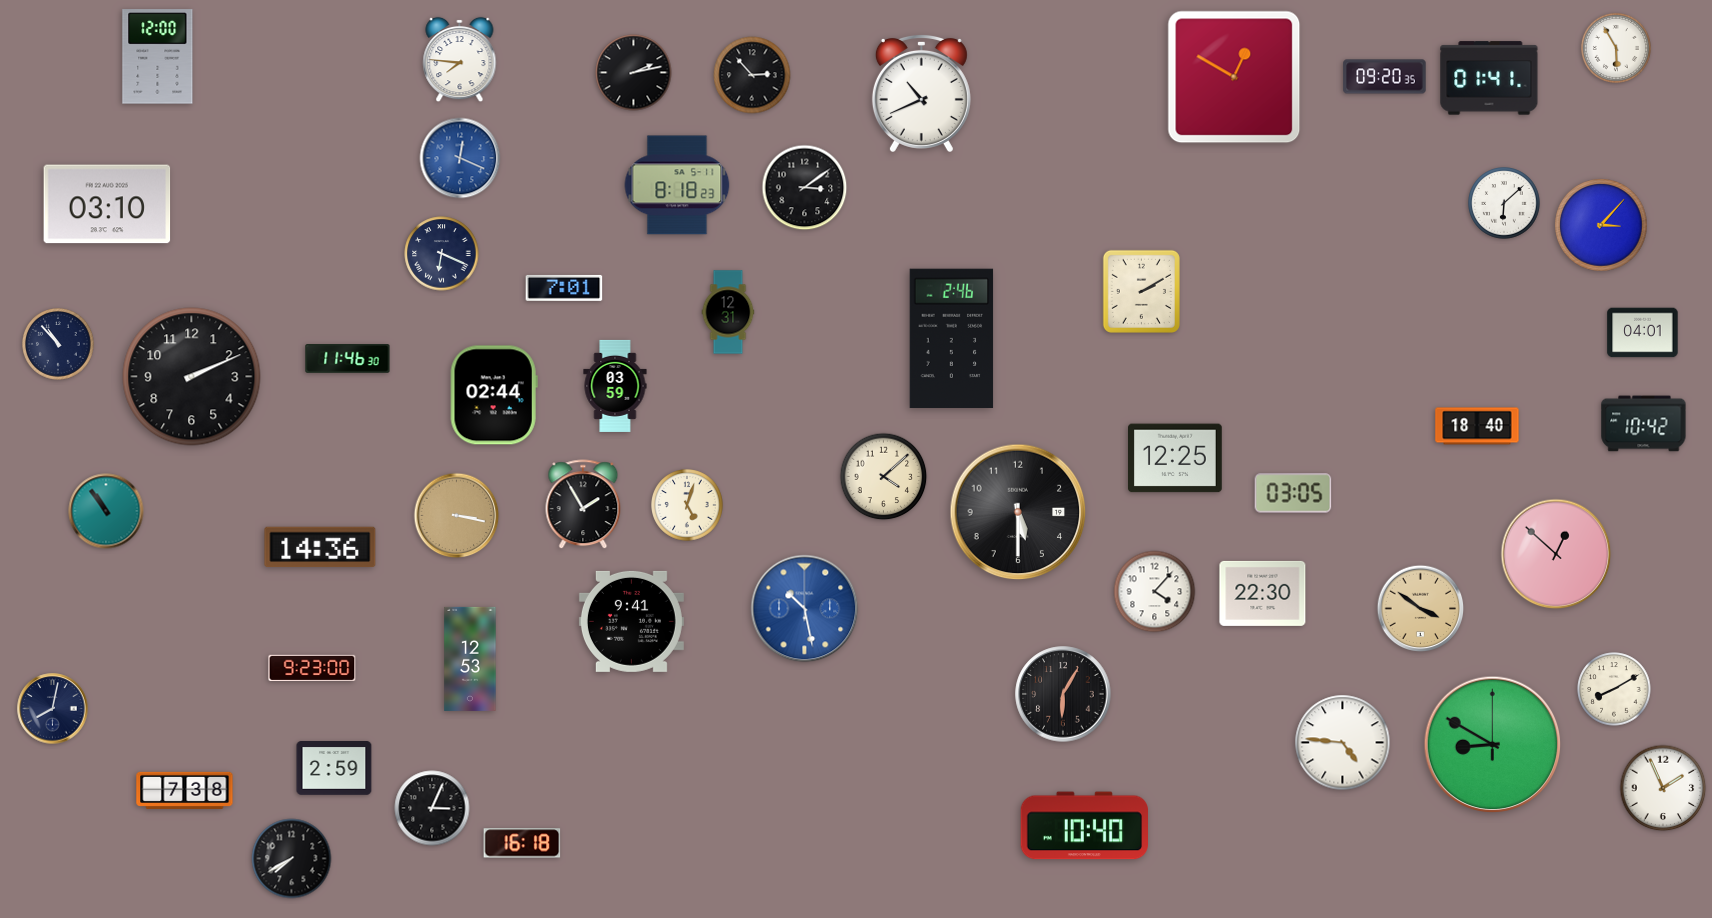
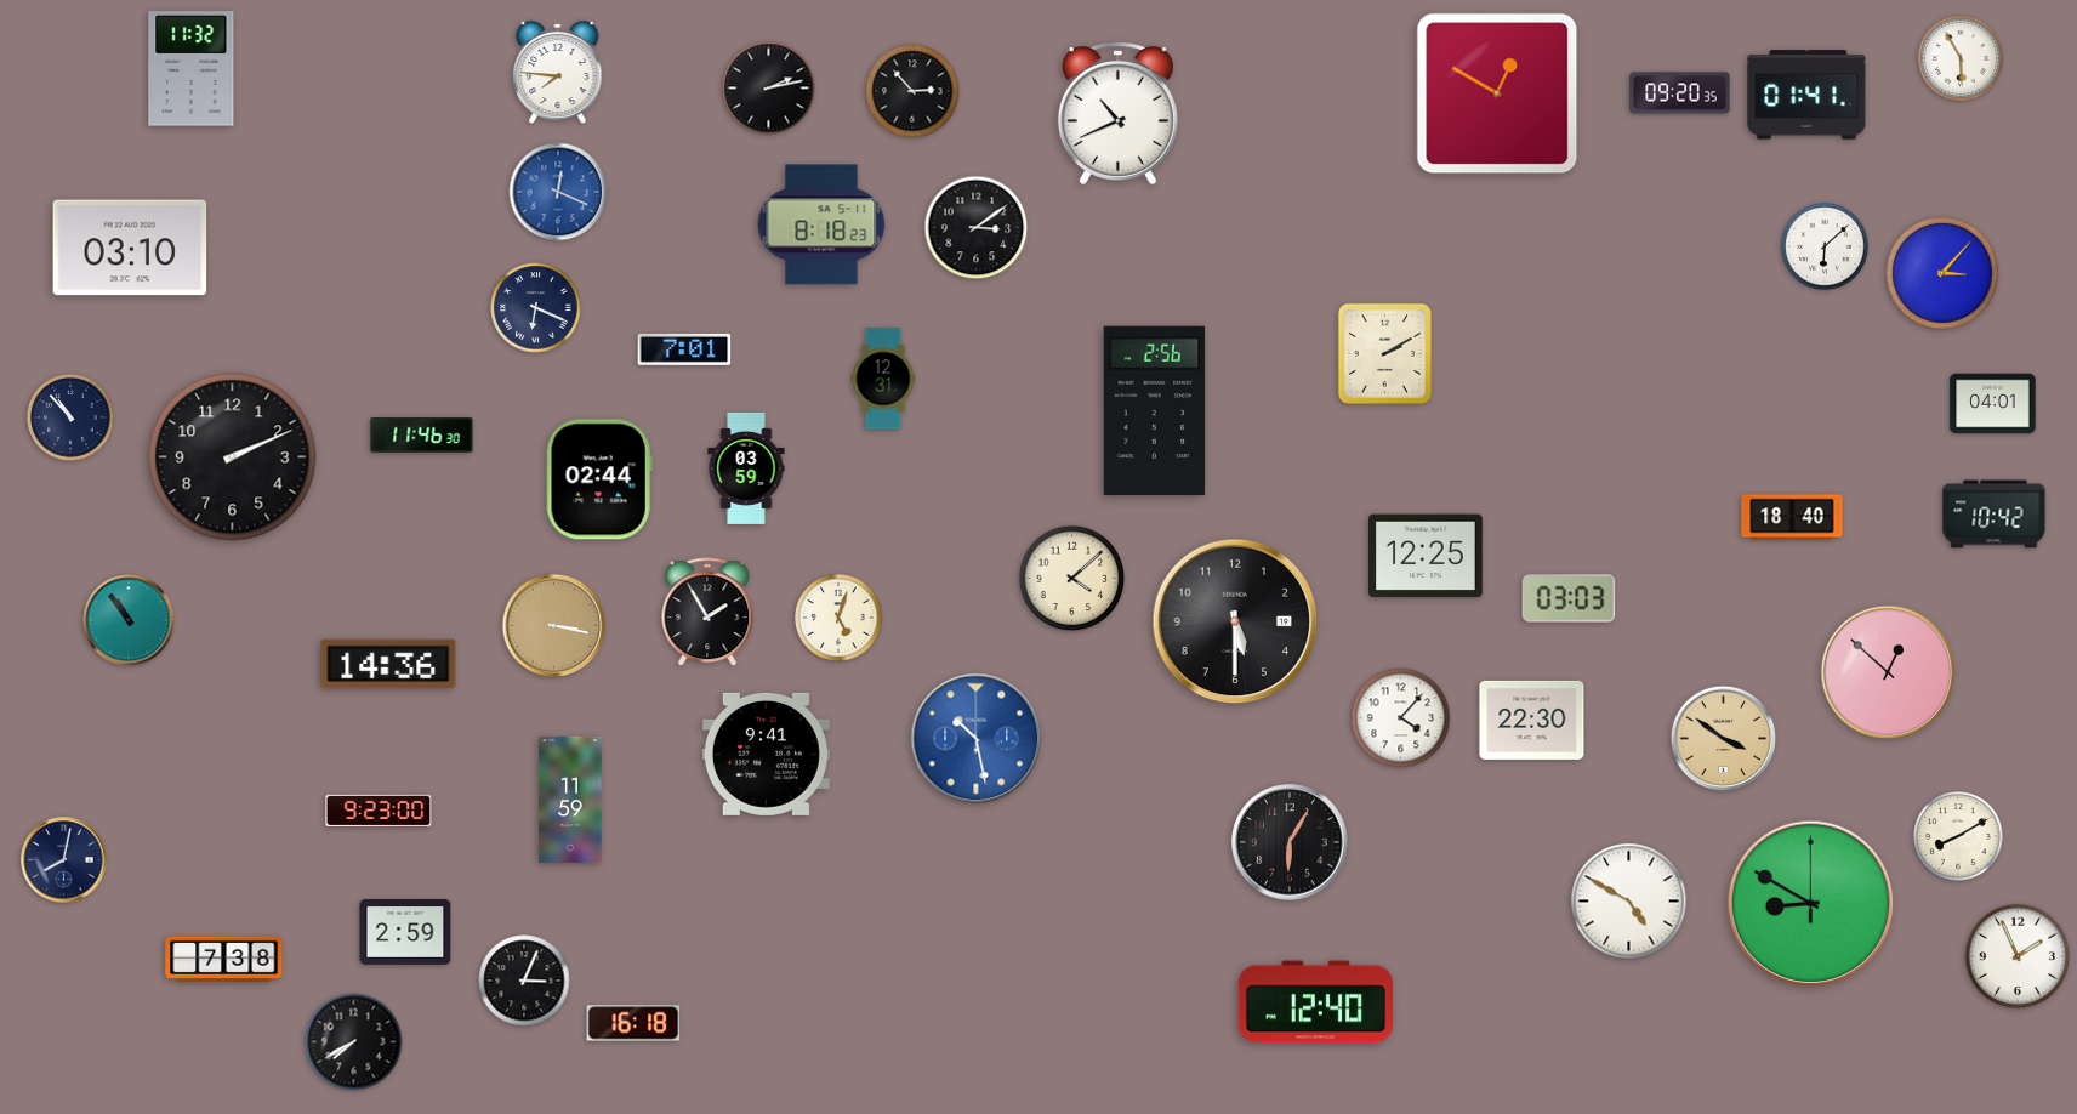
clock at (158, 57): 12:00 -> 11:32
clock at (952, 339): 2:46 -> 2:56
clock at (1293, 493): 03:05 -> 03:03
clock at (688, 506) position: (688, 506) -> (840, 619)
clock at (470, 659): 12:53 -> 11:59
clock at (1343, 743): 4:46 -> 4:50
clock at (1085, 826): 10:40 -> 12:40
